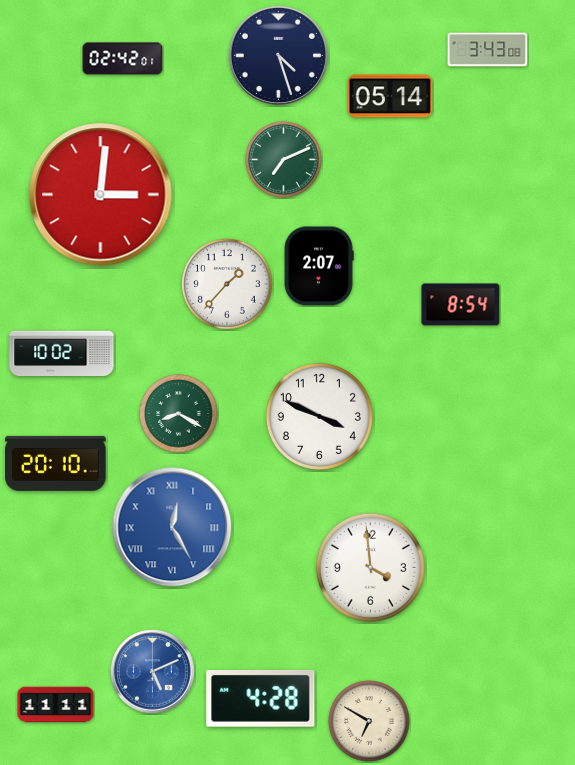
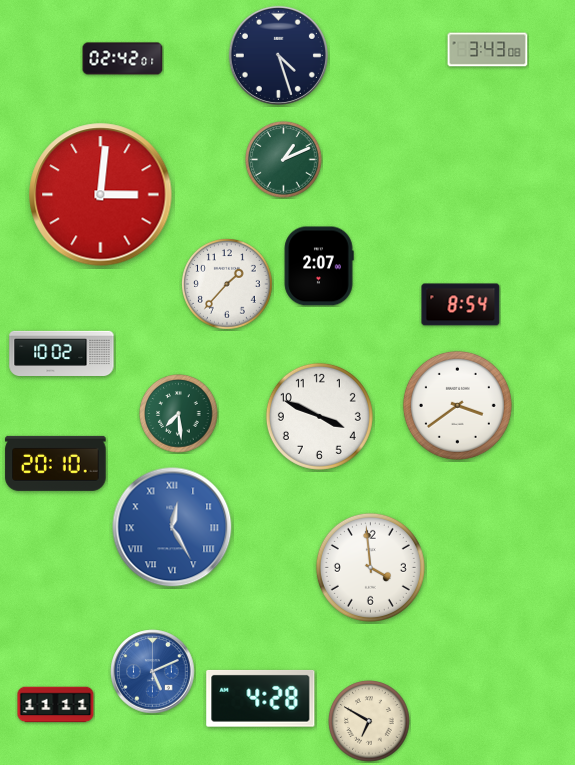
clock at (390, 96): 05:14 -> none
clock at (284, 160): 7:11 -> 1:11
clock at (457, 405): none -> 3:39
clock at (179, 414): 8:20 -> 7:29
